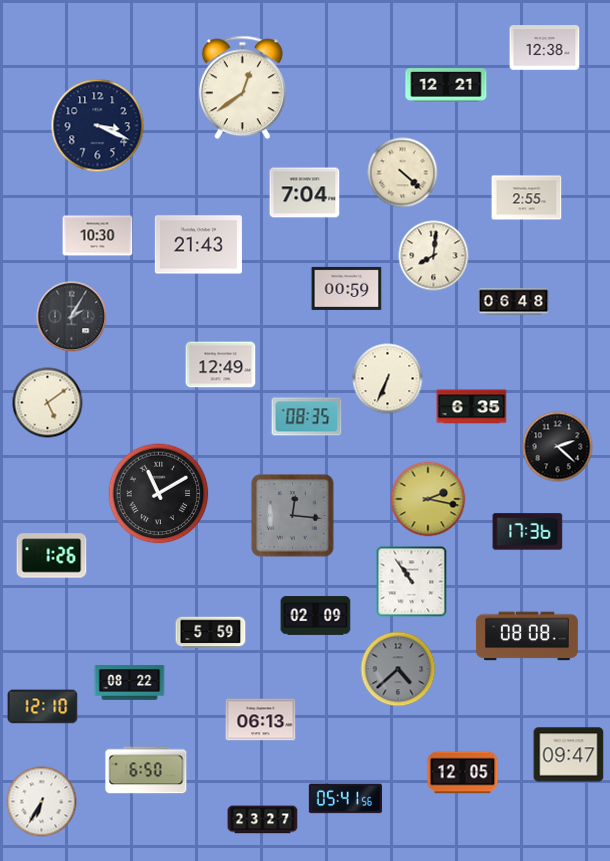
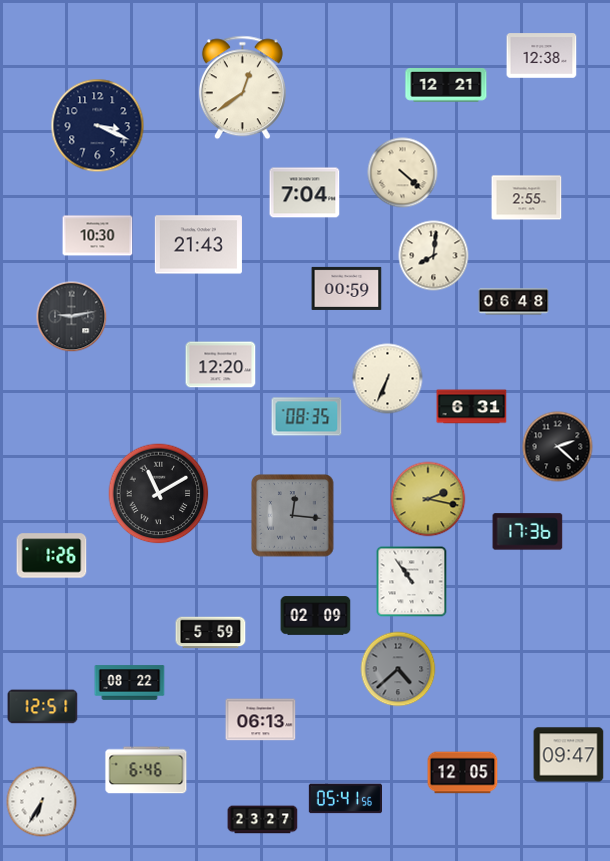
clock at (545, 48) position: (545, 48) -> (542, 56)
clock at (72, 317): 2:05 -> 9:13
clock at (221, 365): 12:49 -> 12:20
clock at (48, 403): 5:09 -> none
clock at (472, 407): 6:35 -> 6:31
clock at (527, 636): 08:08 -> none
clock at (43, 707): 12:10 -> 12:51
clock at (146, 770): 6:50 -> 6:46
